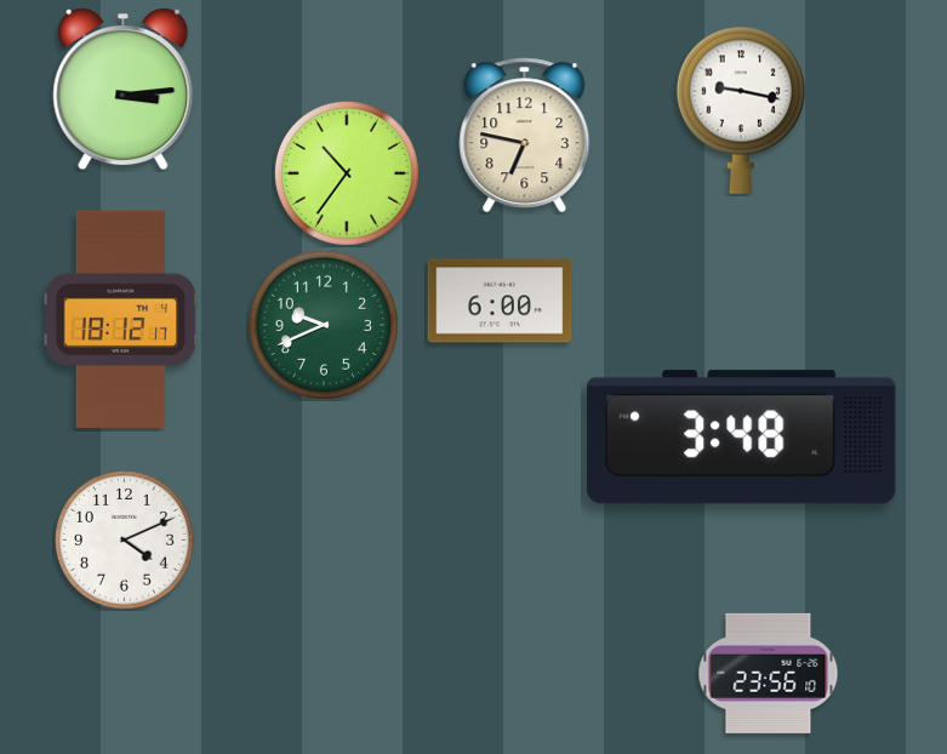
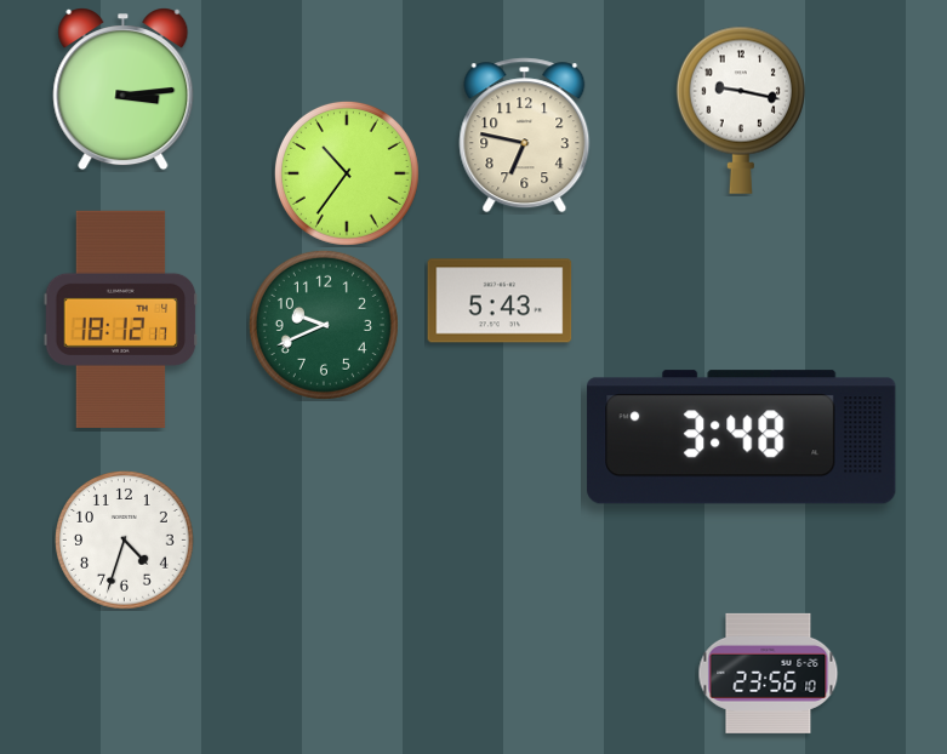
clock at (500, 301): 6:00 -> 5:43
clock at (125, 541): 4:11 -> 4:33
